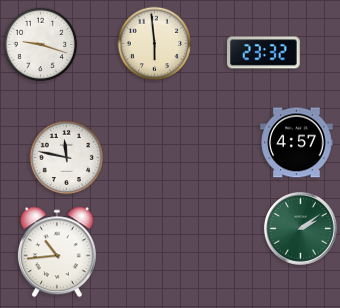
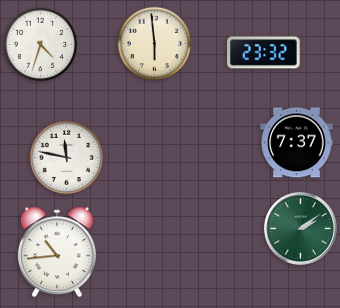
clock at (41, 45): 9:18 -> 4:33
clock at (297, 143): 4:57 -> 7:37
